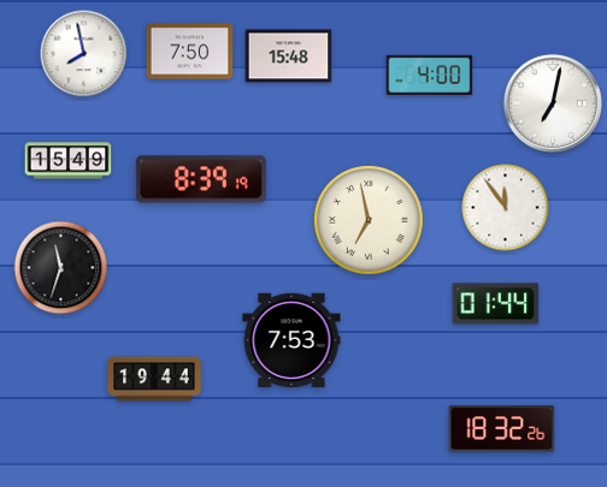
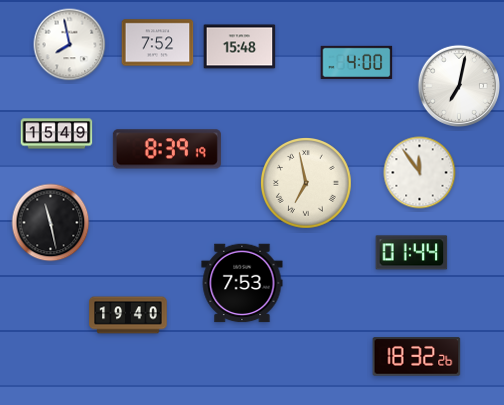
clock at (190, 52): 7:50 -> 7:52
clock at (61, 268): 11:33 -> 11:28
clock at (154, 379): 19:44 -> 19:40
